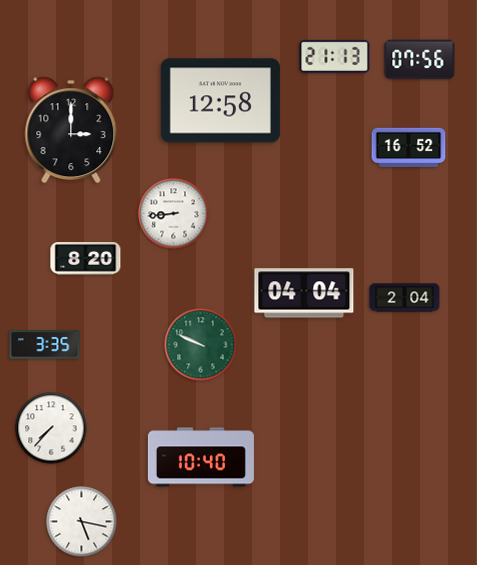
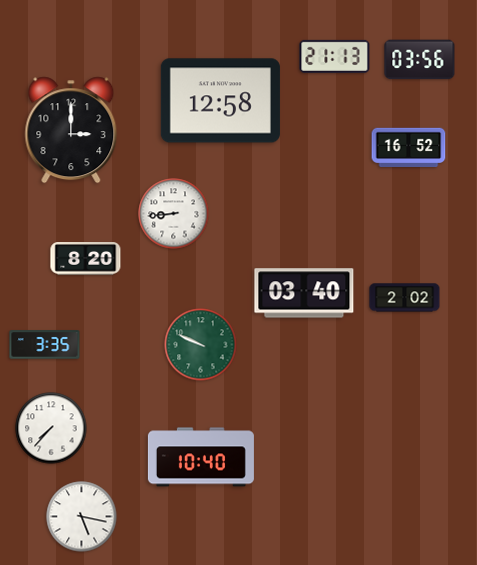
clock at (420, 60): 07:56 -> 03:56
clock at (304, 293): 04:04 -> 03:40
clock at (405, 298): 2:04 -> 2:02
clock at (82, 522) position: (82, 522) -> (82, 517)
